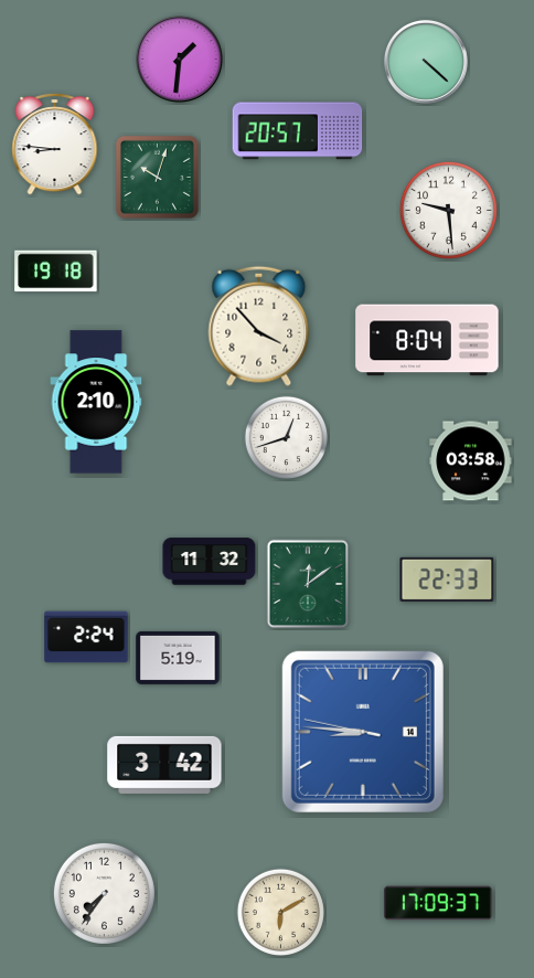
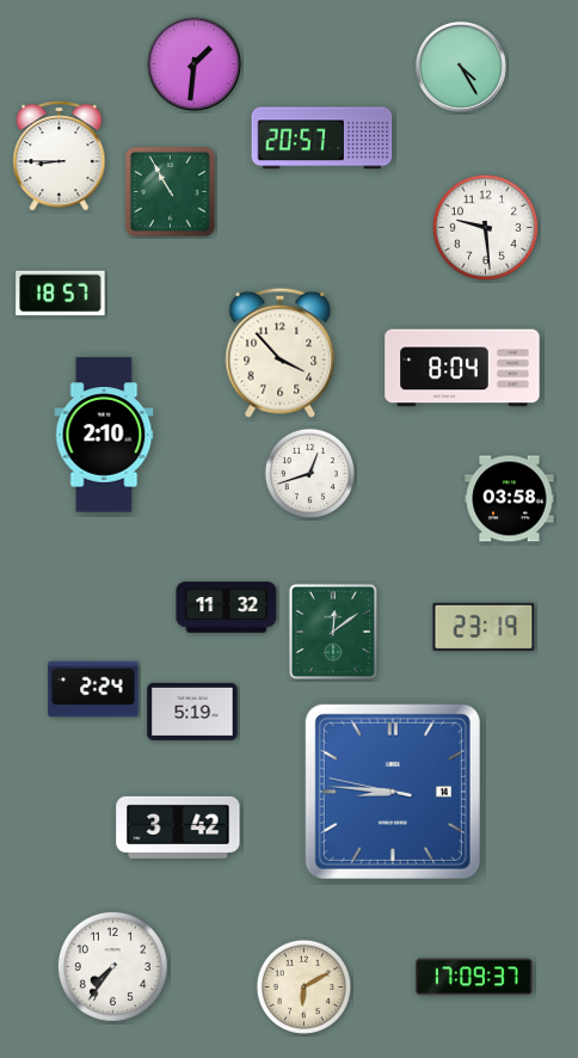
clock at (426, 62): 4:22 -> 4:25
clock at (298, 131) position: (298, 131) -> (322, 139)
clock at (55, 145): 8:46 -> 8:45
clock at (157, 177): 10:03 -> 10:55
clock at (56, 272): 19:18 -> 18:57
clock at (447, 580): 22:33 -> 23:19
